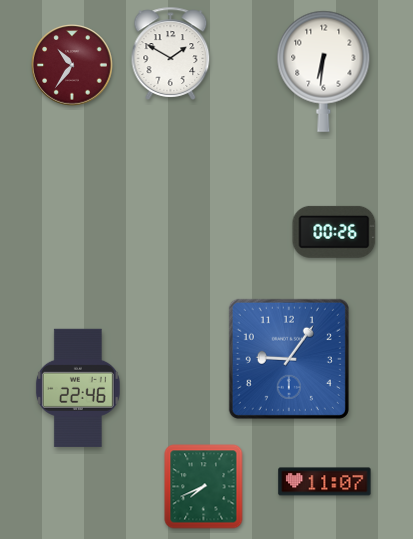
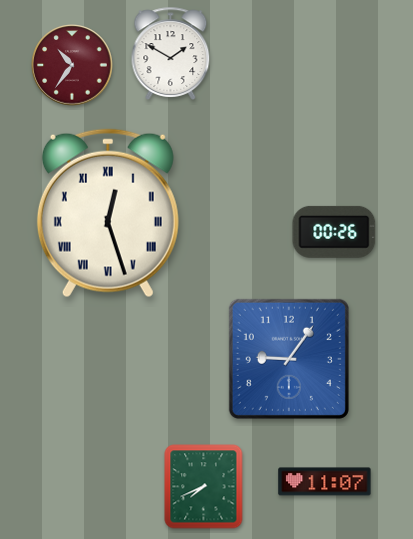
clock at (324, 71): 6:31 -> none
clock at (108, 213): none -> 12:27
clock at (78, 388): 22:46 -> none
